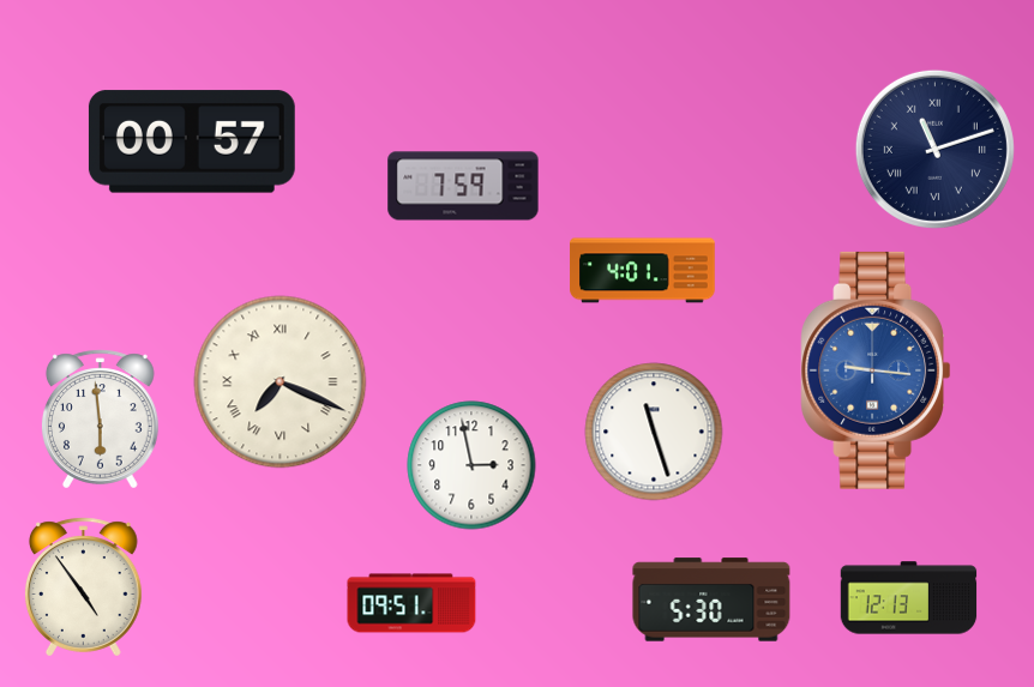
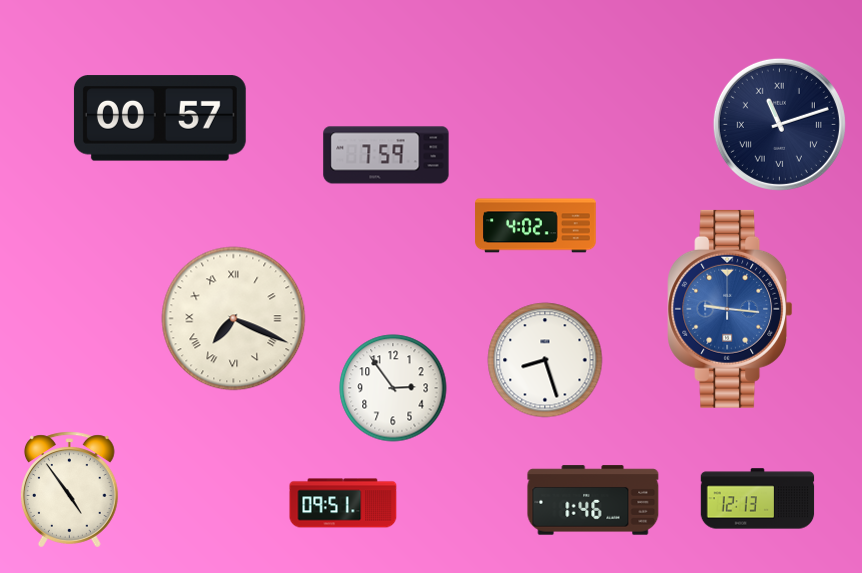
clock at (643, 271): 4:01 -> 4:02
clock at (100, 420): 5:59 -> none
clock at (654, 432): 11:27 -> 8:27
clock at (471, 465): 2:58 -> 2:54
clock at (711, 599): 5:30 -> 1:46
